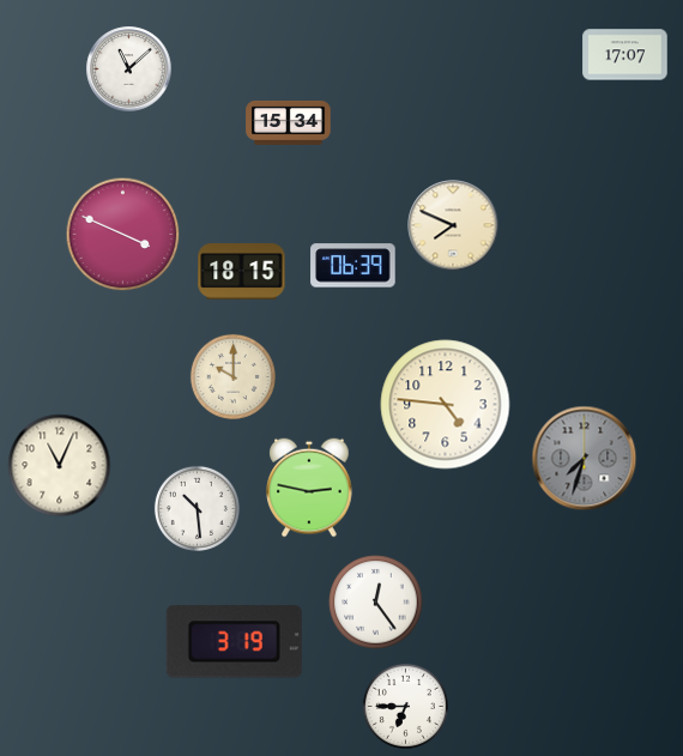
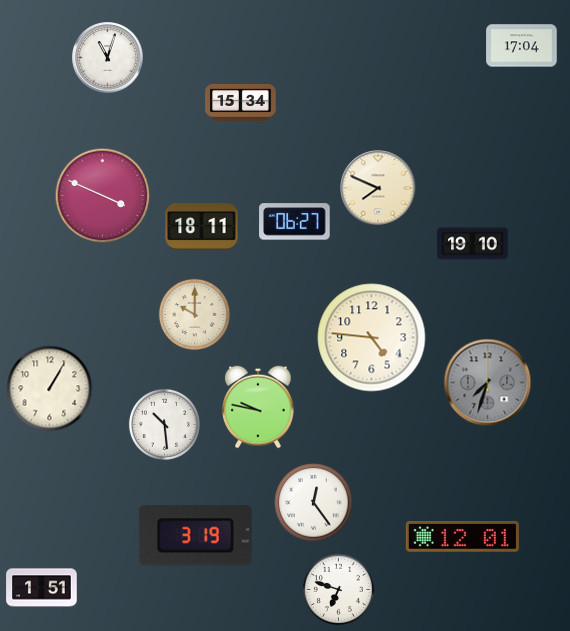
clock at (625, 55): 17:07 -> 17:04
clock at (129, 69): 11:08 -> 11:03
clock at (353, 266): 06:39 -> 06:27
clock at (242, 272): 18:15 -> 18:11
clock at (473, 244): none -> 19:10
clock at (60, 466): 11:04 -> 1:05
clock at (309, 488): 2:47 -> 9:47
clock at (462, 537): none -> 12:01
clock at (42, 588): none -> 1:51
clock at (405, 706): 6:45 -> 6:48
